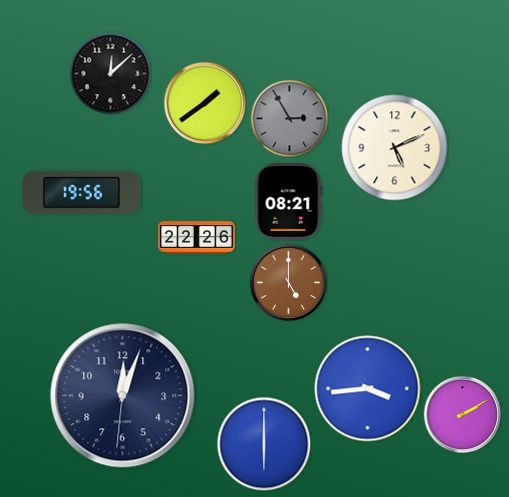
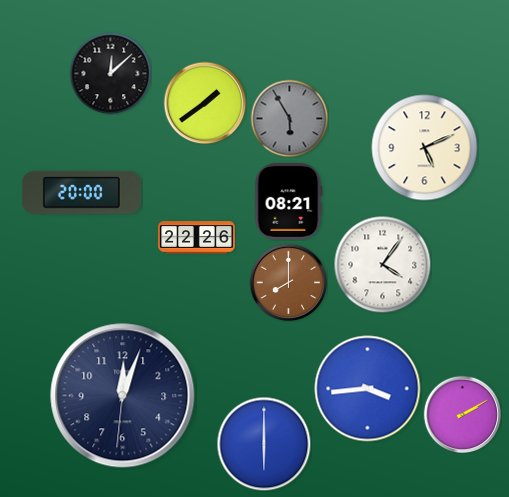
clock at (289, 118): 2:55 -> 5:55
clock at (395, 148) position: (395, 148) -> (425, 148)
clock at (81, 193): 19:56 -> 20:00
clock at (382, 264): none -> 4:06
clock at (288, 282): 5:00 -> 8:00
